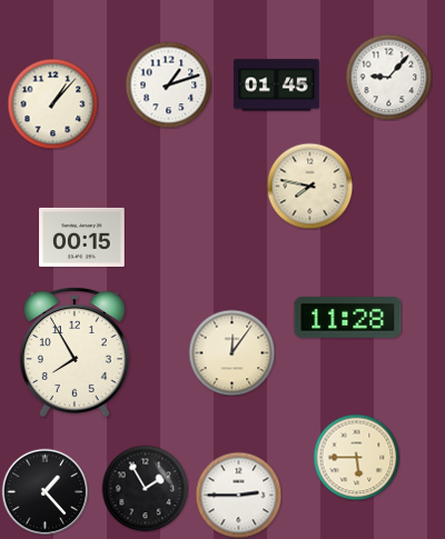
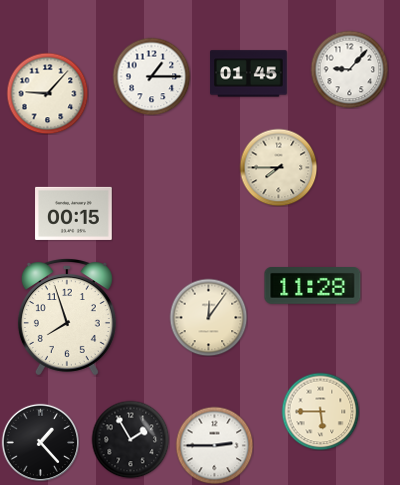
clock at (168, 84): 1:12 -> 1:15
clock at (277, 86) position: (277, 86) -> (249, 74)
clock at (52, 103): 1:07 -> 9:07
clock at (309, 186): 7:47 -> 7:45
clock at (75, 352): 7:55 -> 7:57
